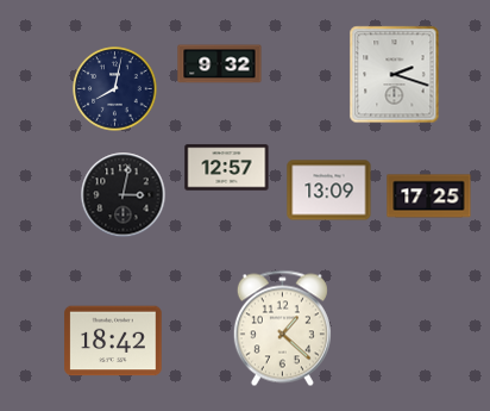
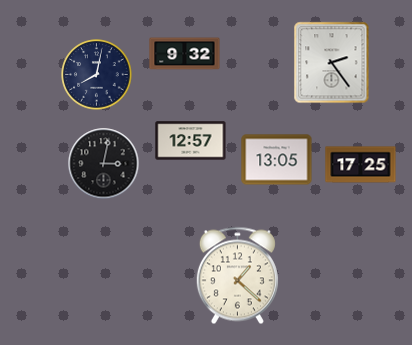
clock at (395, 75): 2:18 -> 2:24
clock at (329, 191): 13:09 -> 13:05
clock at (113, 341): 18:42 -> none
